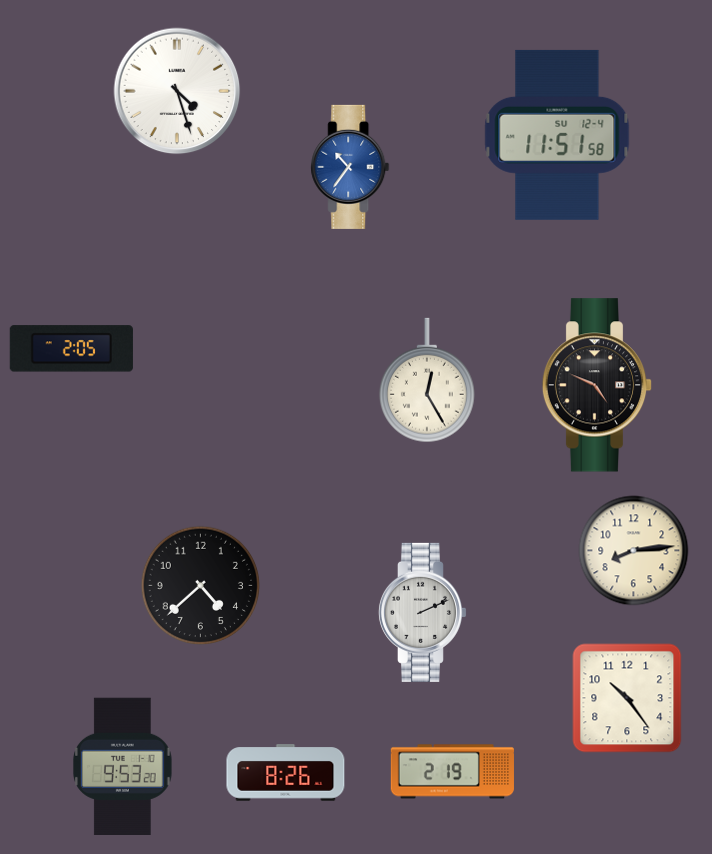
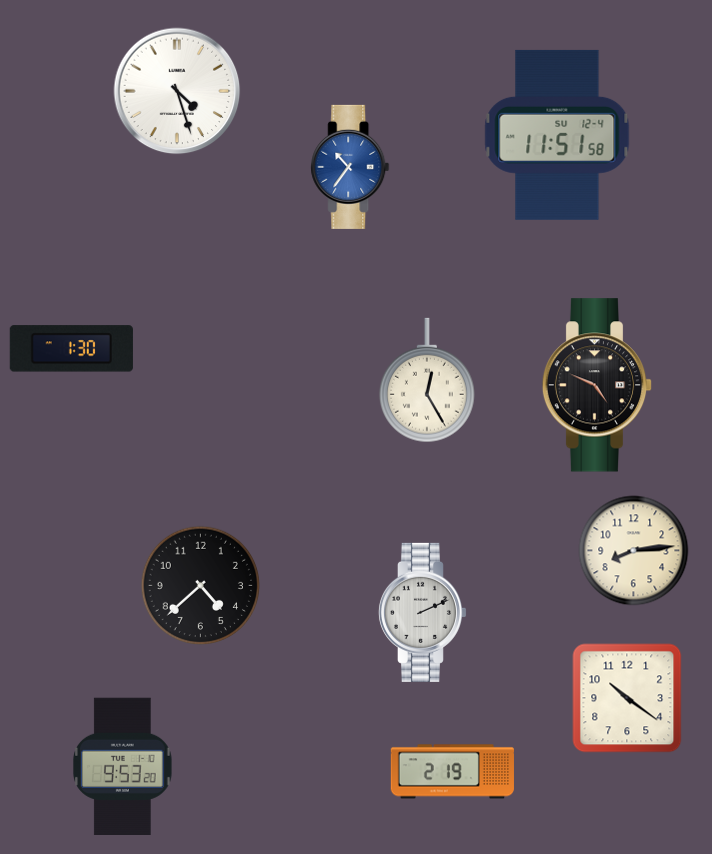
clock at (71, 349): 2:05 -> 1:30
clock at (627, 698): 10:24 -> 10:21
clock at (286, 773): 8:26 -> none
